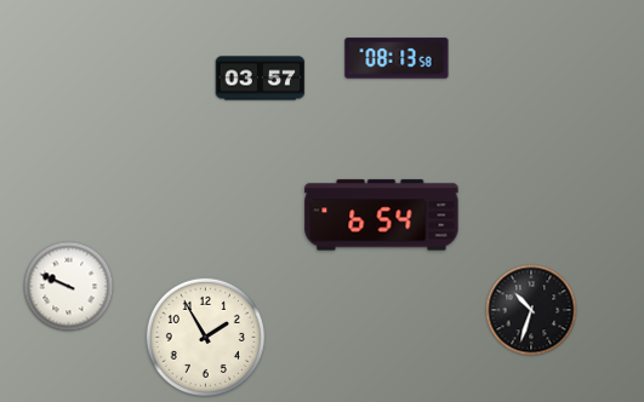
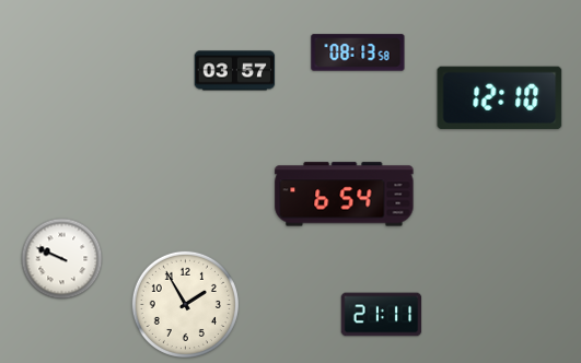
clock at (500, 98): none -> 12:10
clock at (531, 310): 10:33 -> none
clock at (382, 315): none -> 21:11
